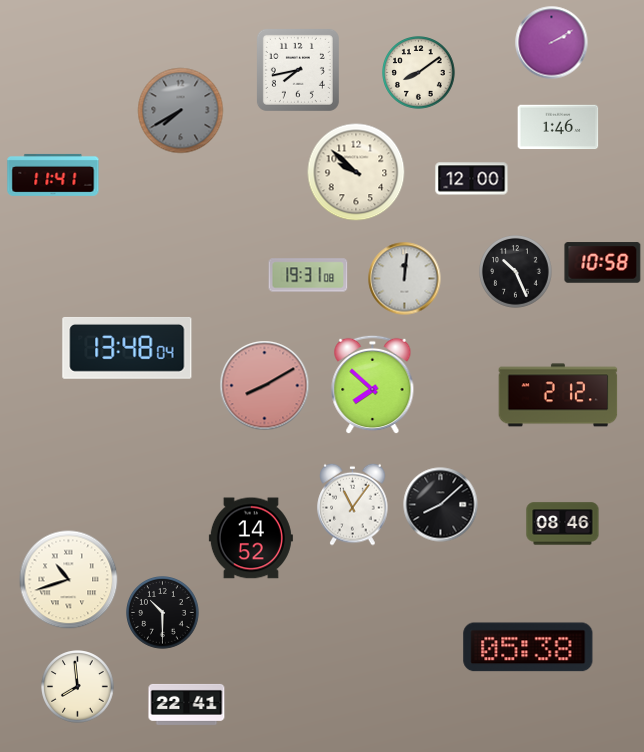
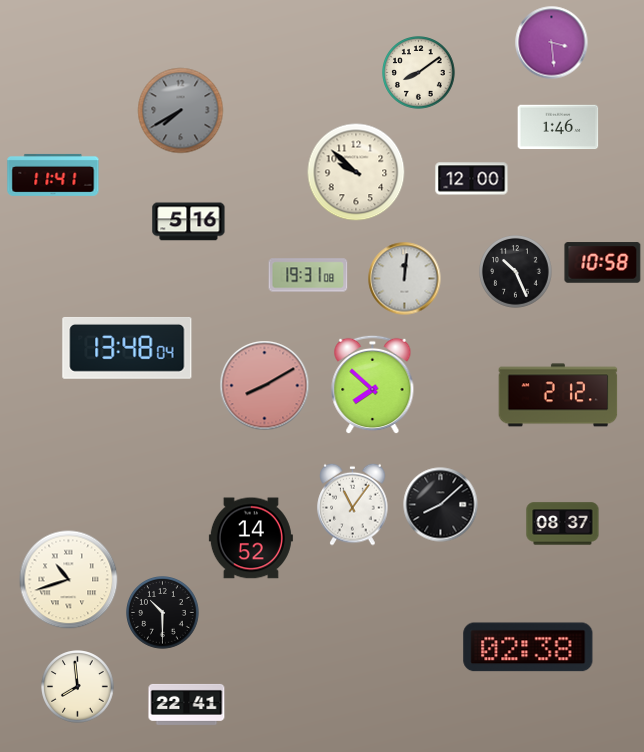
clock at (552, 43): 2:10 -> 3:29
clock at (298, 70): 7:43 -> none
clock at (189, 222): none -> 5:16
clock at (563, 524): 08:46 -> 08:37
clock at (528, 647): 05:38 -> 02:38
